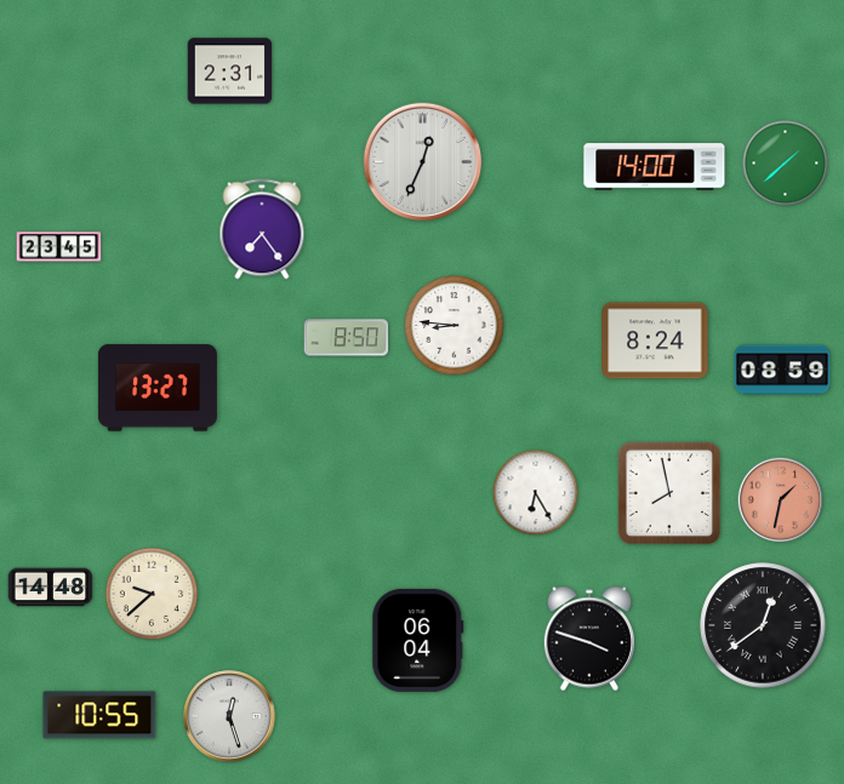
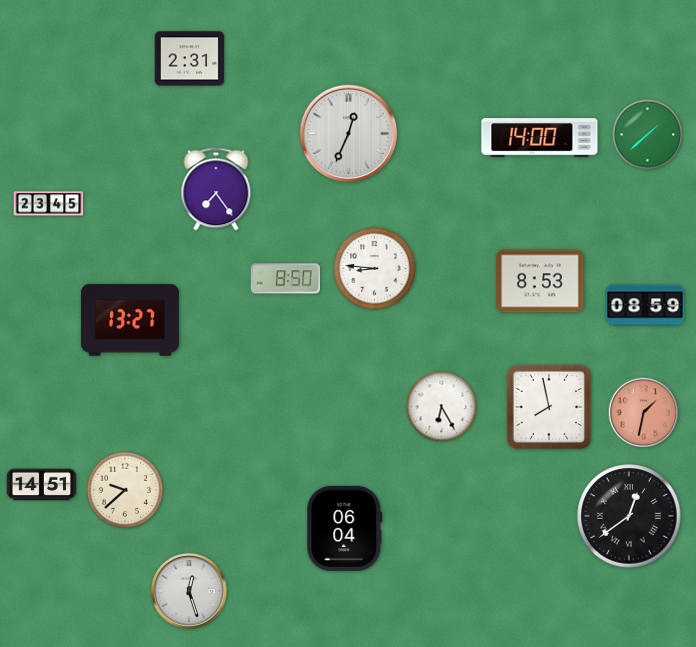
clock at (655, 341): 8:24 -> 8:53
clock at (669, 493) position: (669, 493) -> (549, 407)
clock at (51, 588): 14:48 -> 14:51
clock at (588, 639): 3:48 -> none
clock at (99, 715): 10:55 -> none
